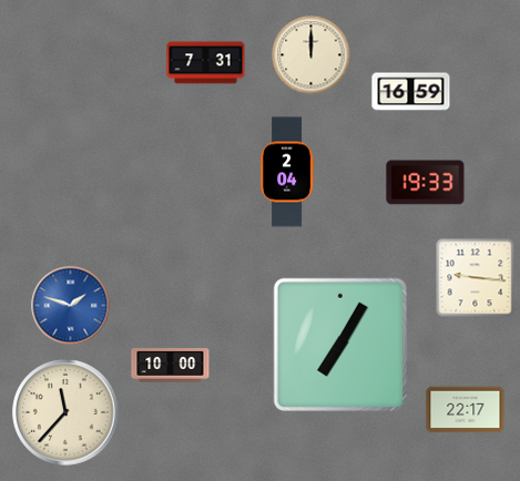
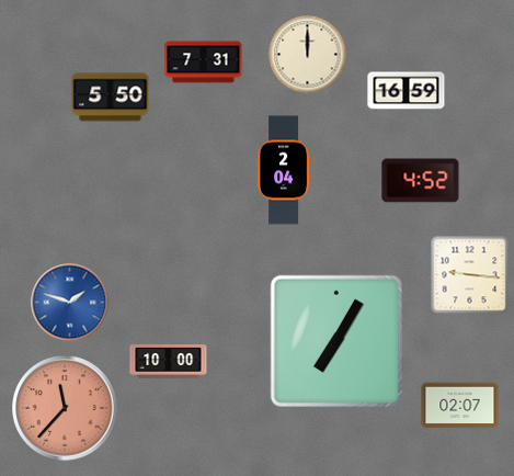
clock at (111, 98): none -> 5:50
clock at (426, 183): 19:33 -> 4:52
clock at (466, 410): 22:17 -> 02:07
clock at (65, 412) dial: cream -> salmon
